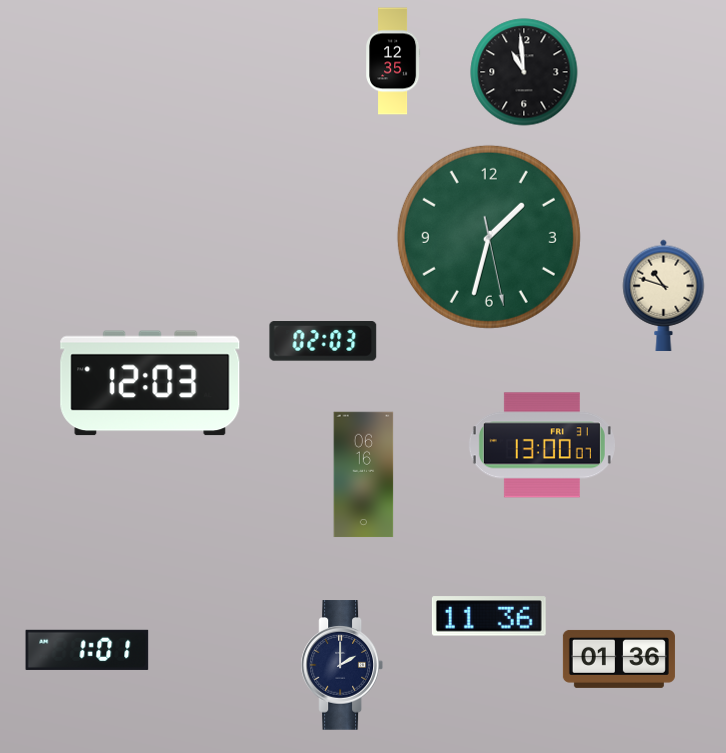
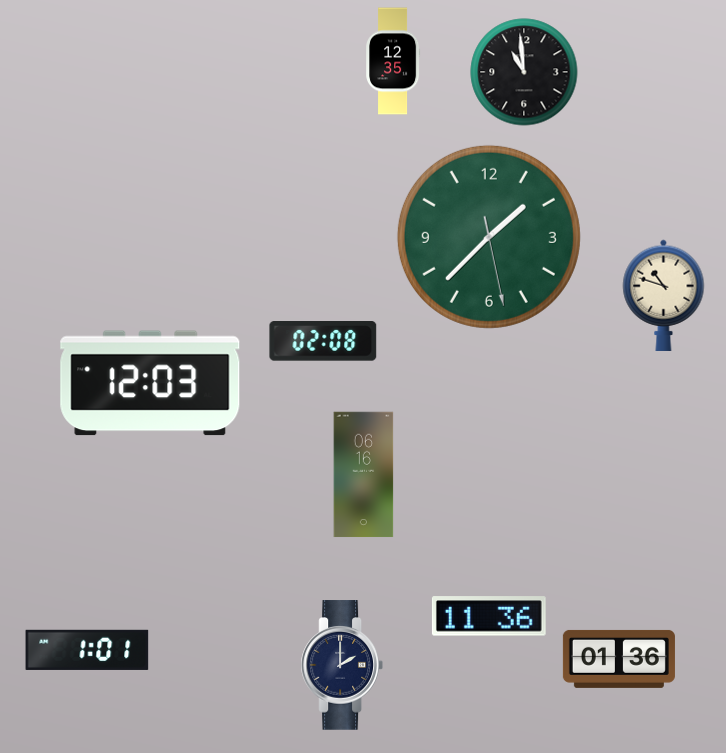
clock at (489, 237): 1:32 -> 1:37
clock at (323, 342): 02:03 -> 02:08
clock at (542, 445): 13:00 -> none
